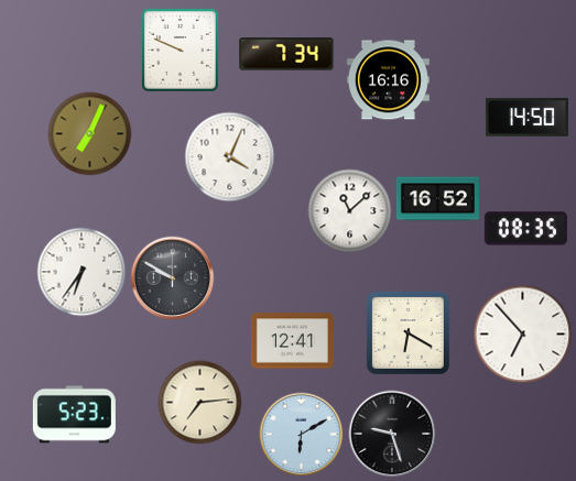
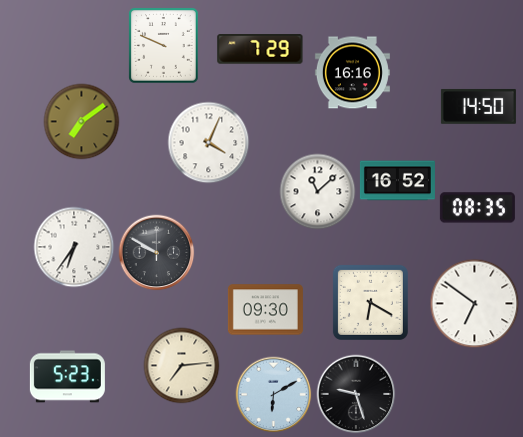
clock at (286, 54): 7:34 -> 7:29
clock at (90, 134): 7:04 -> 7:09
clock at (523, 335): 6:53 -> 6:51
clock at (292, 341): 12:41 -> 09:30
